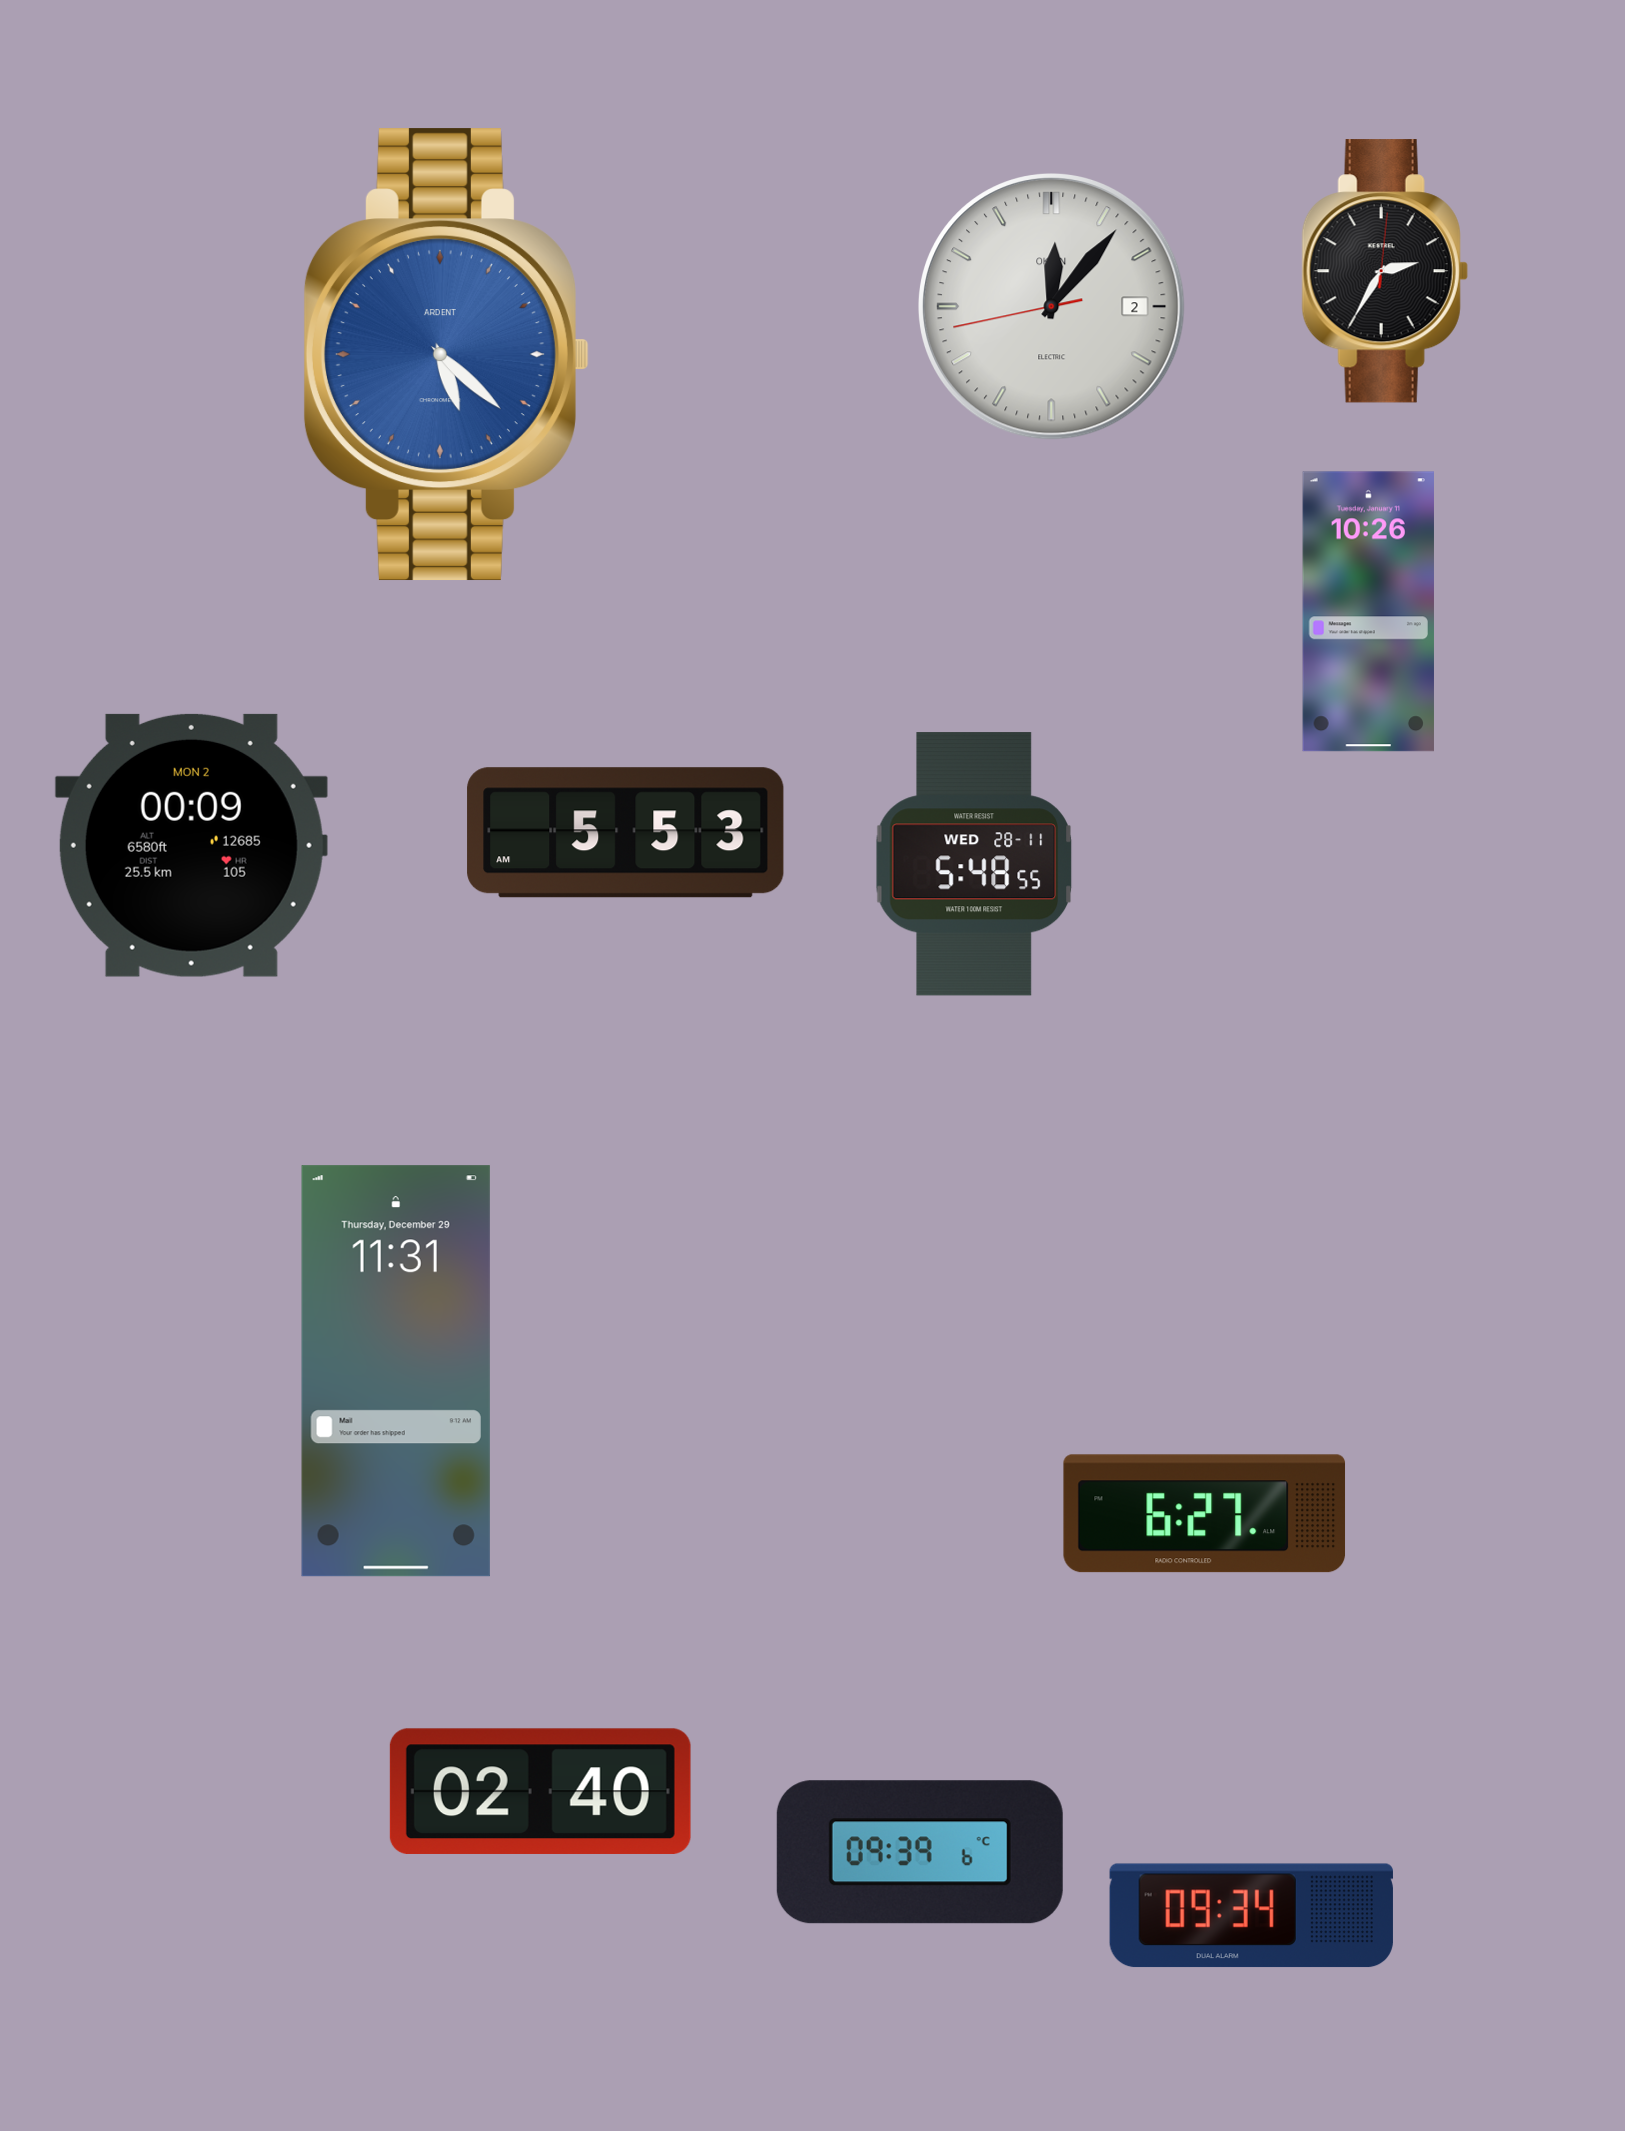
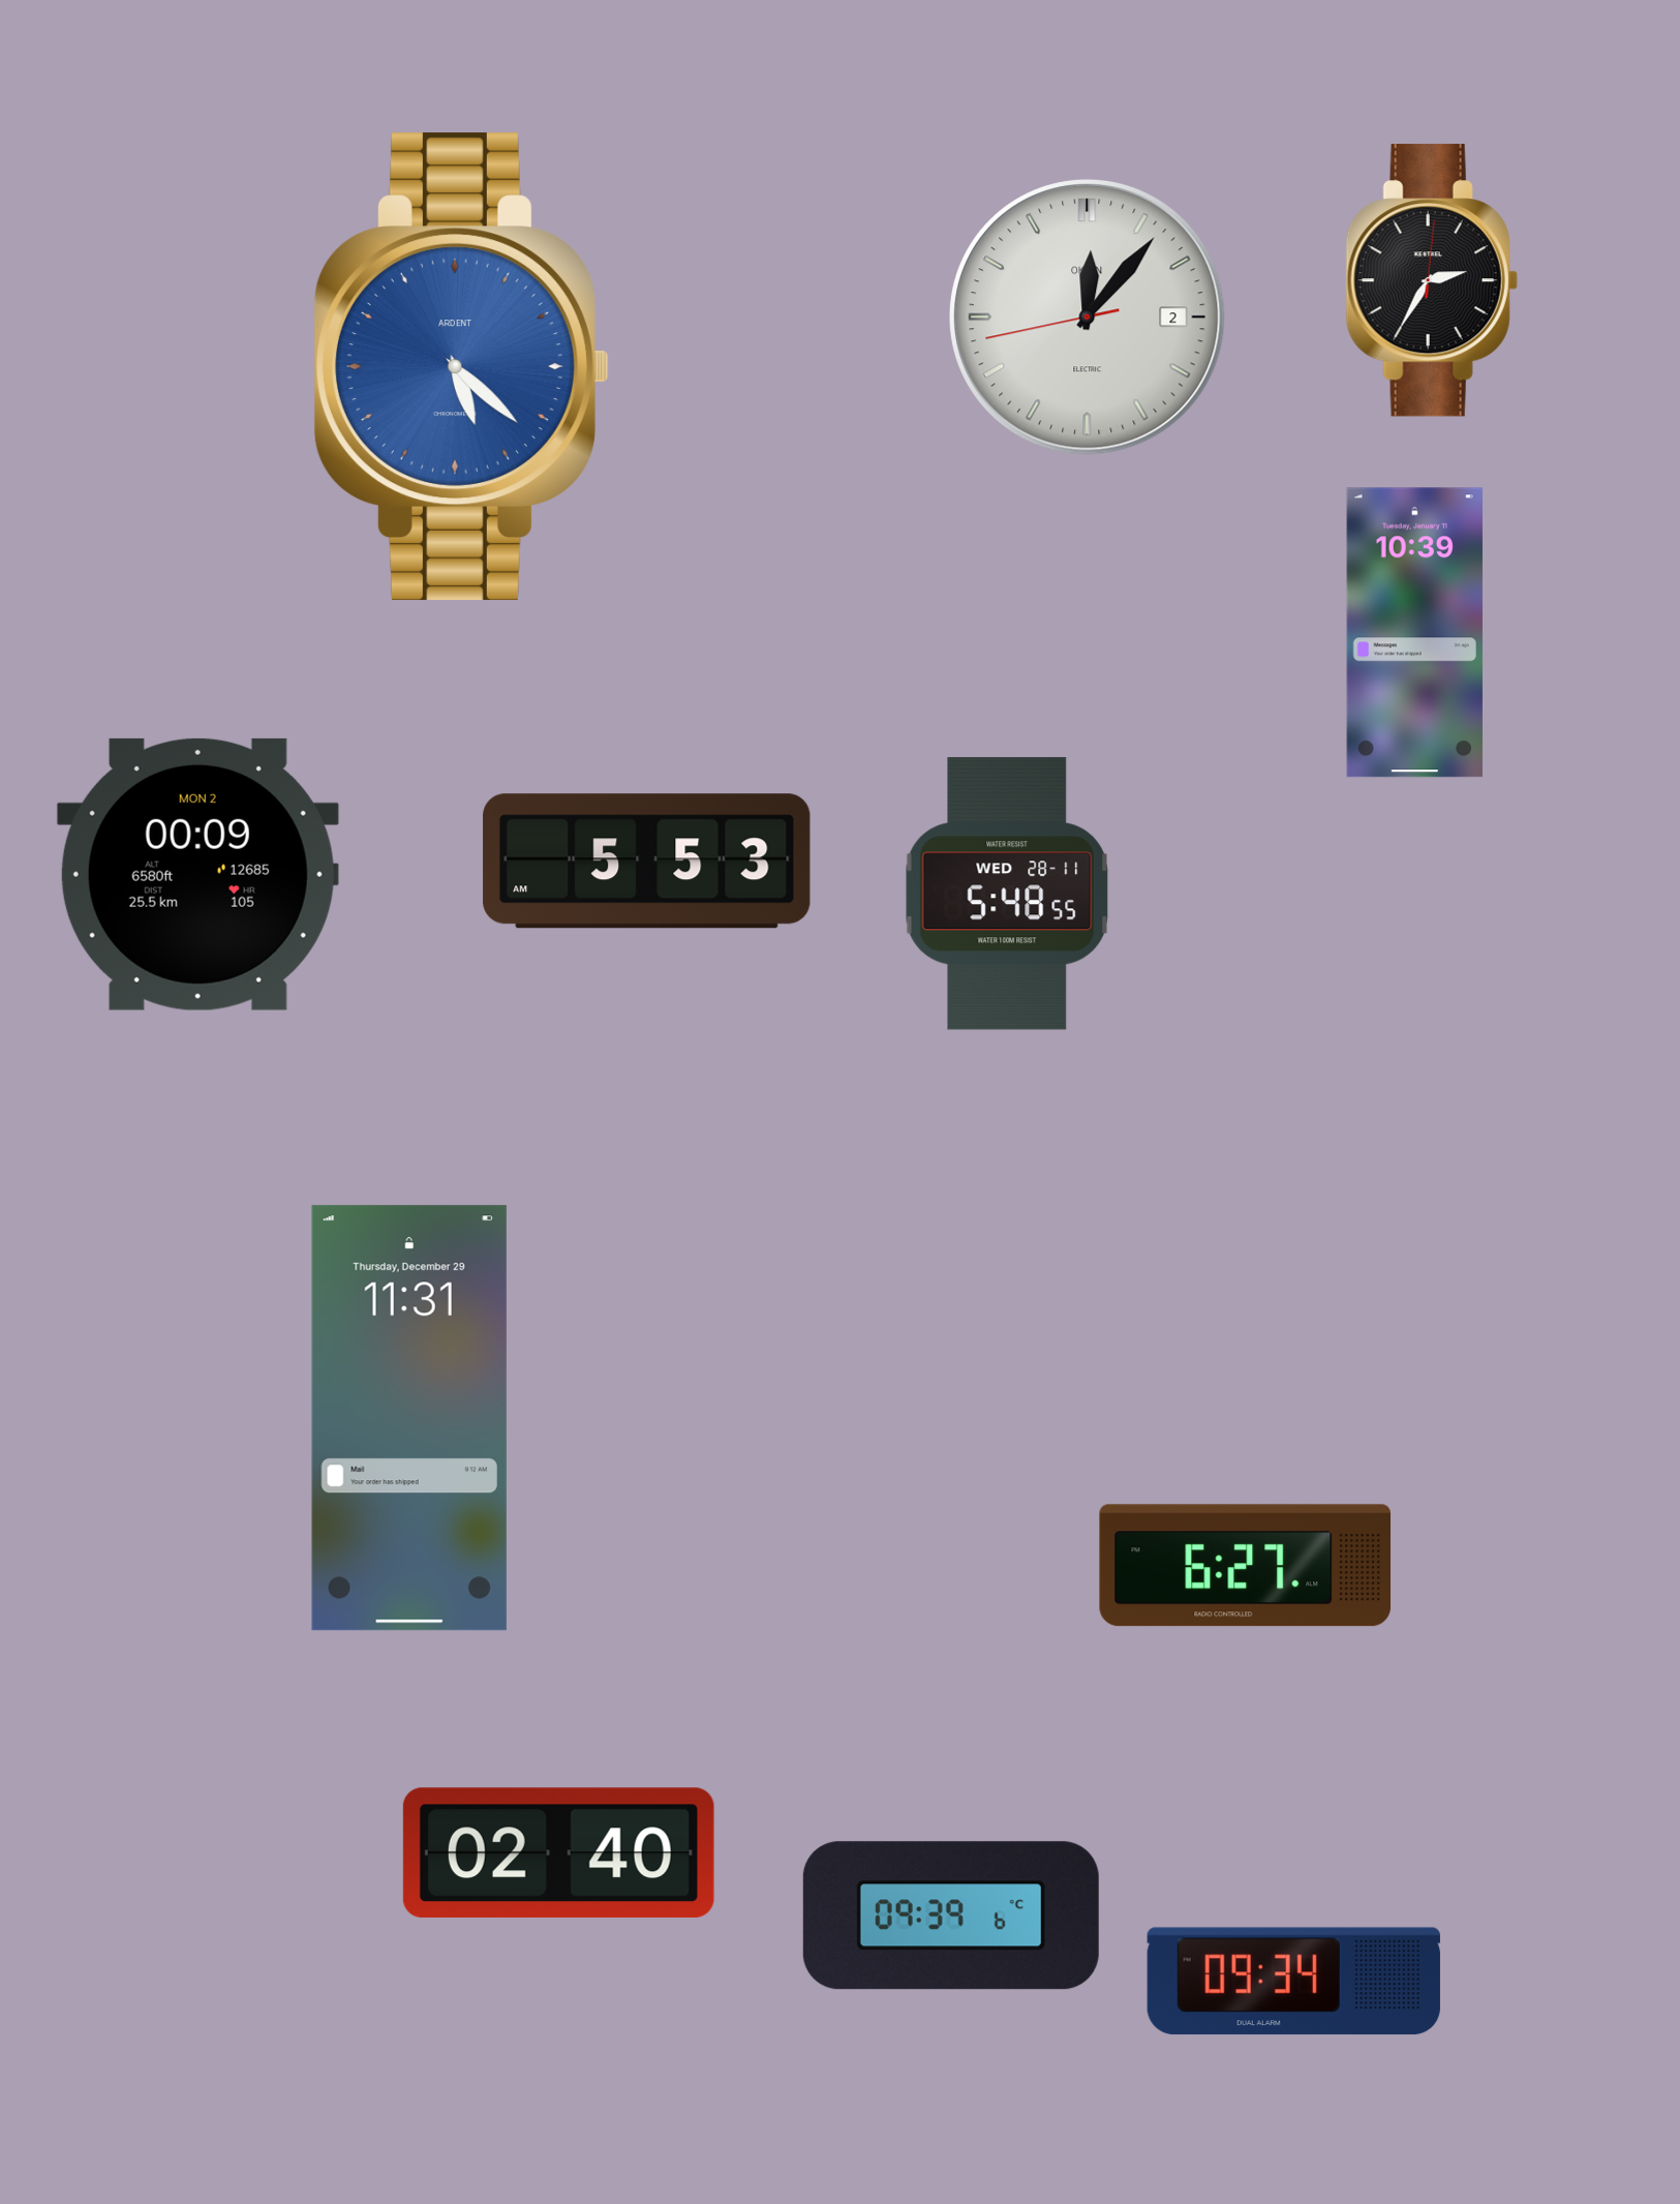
clock at (1368, 612): 10:26 -> 10:39
